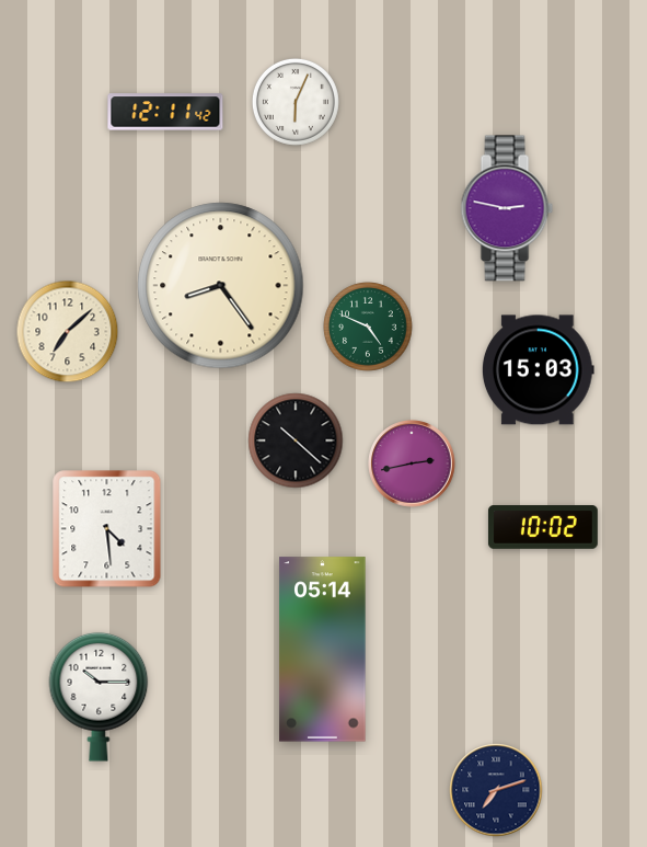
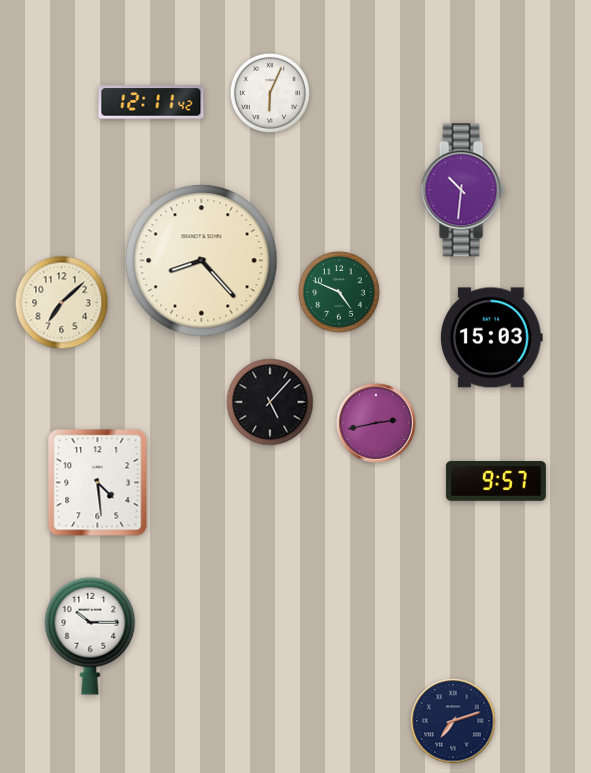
clock at (507, 208): 2:47 -> 10:31
clock at (221, 286): 8:24 -> 8:23
clock at (368, 327) position: (368, 327) -> (339, 292)
clock at (296, 440): 10:22 -> 5:07
clock at (543, 527): 10:02 -> 9:57
clock at (323, 650): 05:14 -> none
